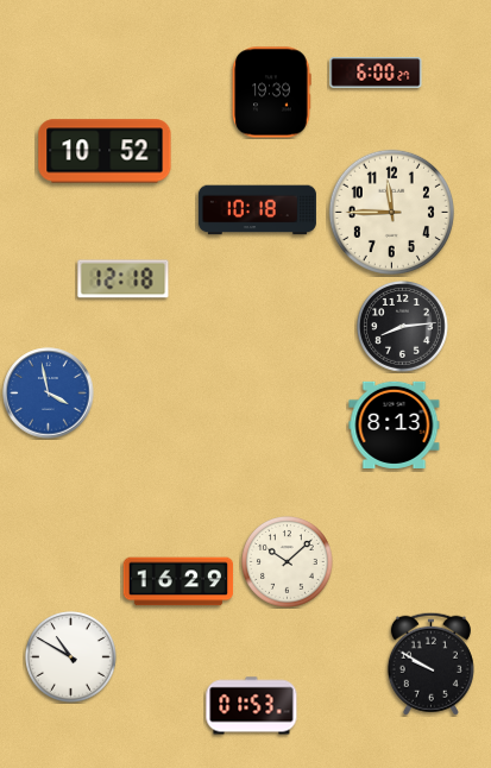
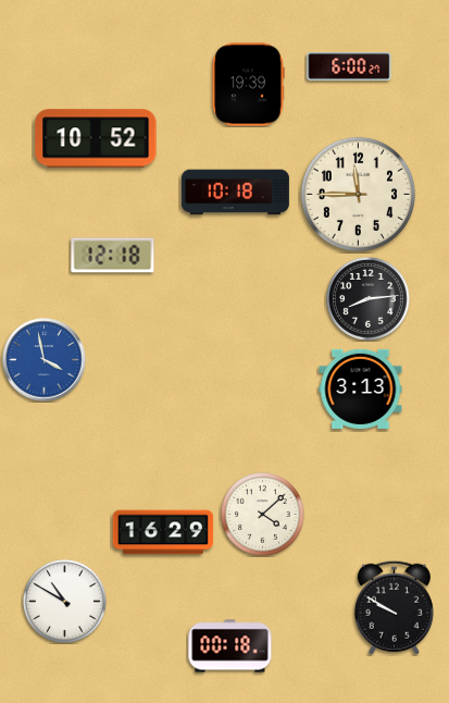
clock at (376, 73) position: (376, 73) -> (349, 66)
clock at (395, 424): 8:13 -> 3:13
clock at (288, 562): 10:08 -> 4:08
clock at (252, 706): 01:53 -> 00:18
